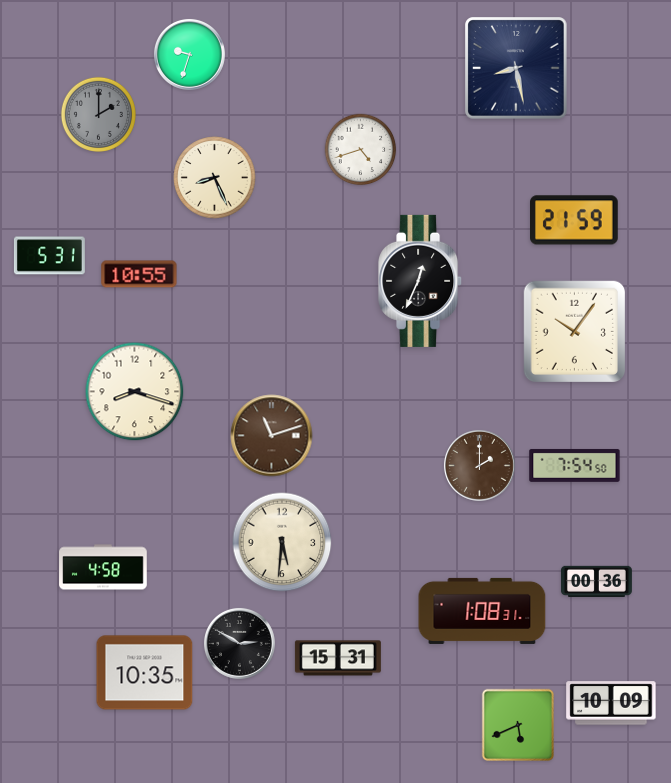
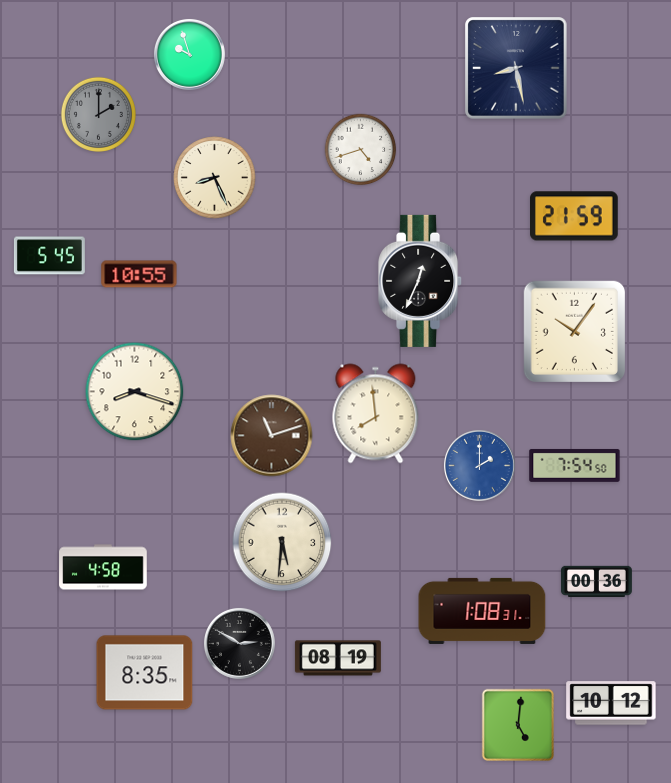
clock at (189, 54): 9:33 -> 9:57
clock at (575, 220) position: (575, 220) -> (575, 216)
clock at (49, 256): 5:31 -> 5:45
clock at (376, 414): none -> 7:59
clock at (479, 465) dial: brown -> blue
clock at (338, 658): 15:31 -> 08:19
clock at (145, 673): 10:35 -> 8:35
clock at (611, 703): 10:09 -> 10:12
clock at (517, 724): 5:41 -> 5:01
